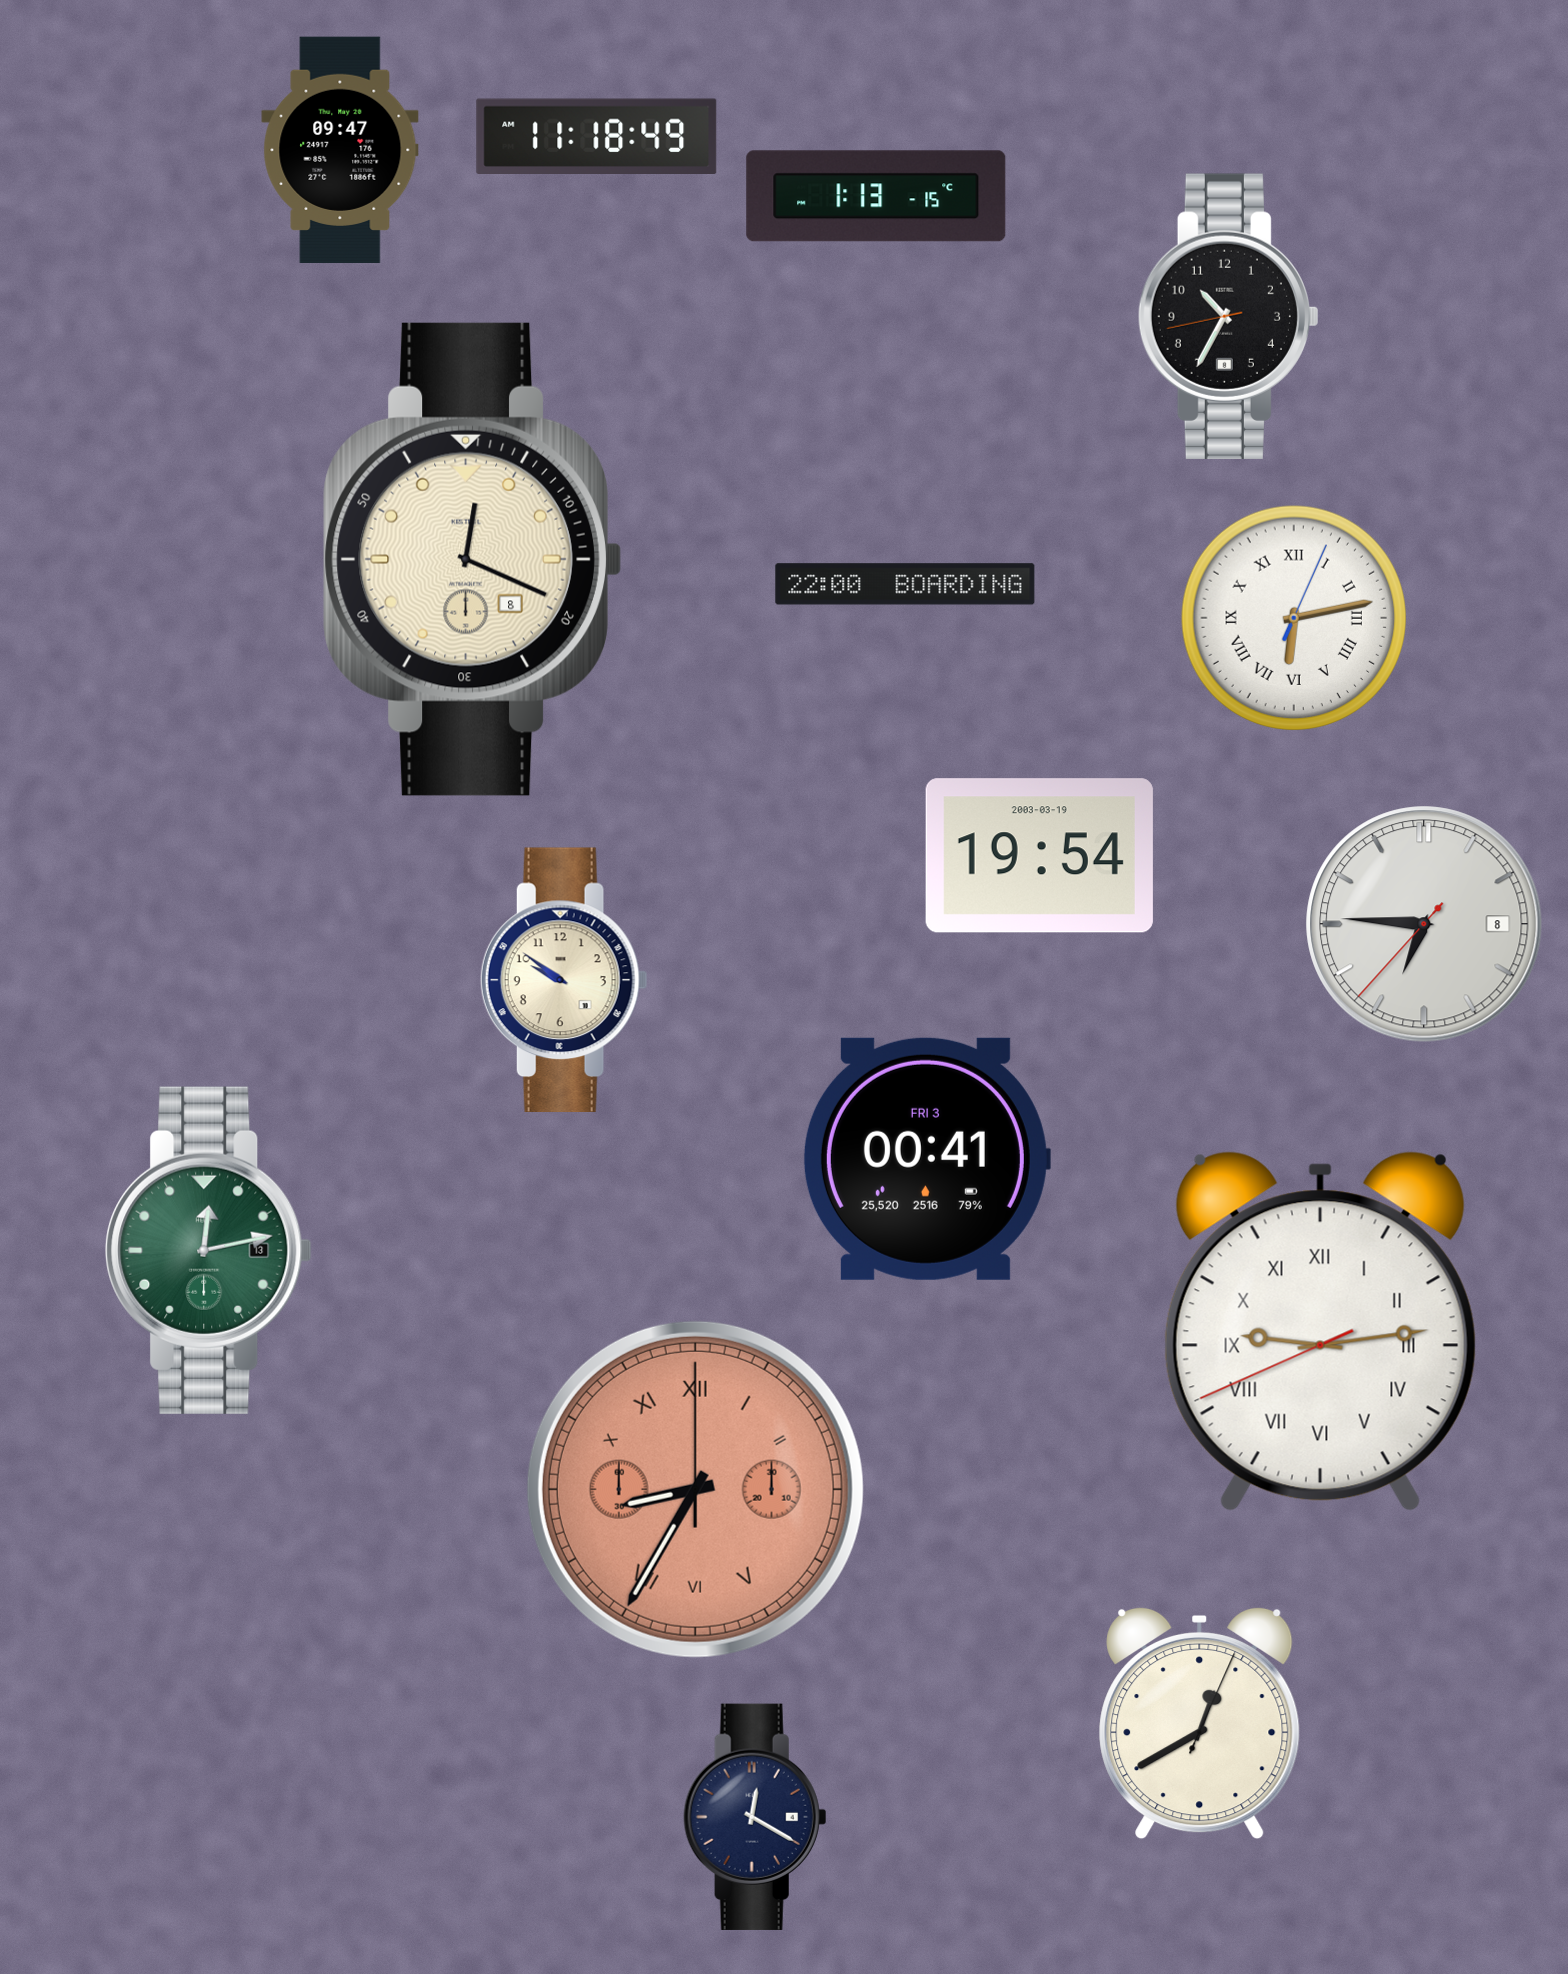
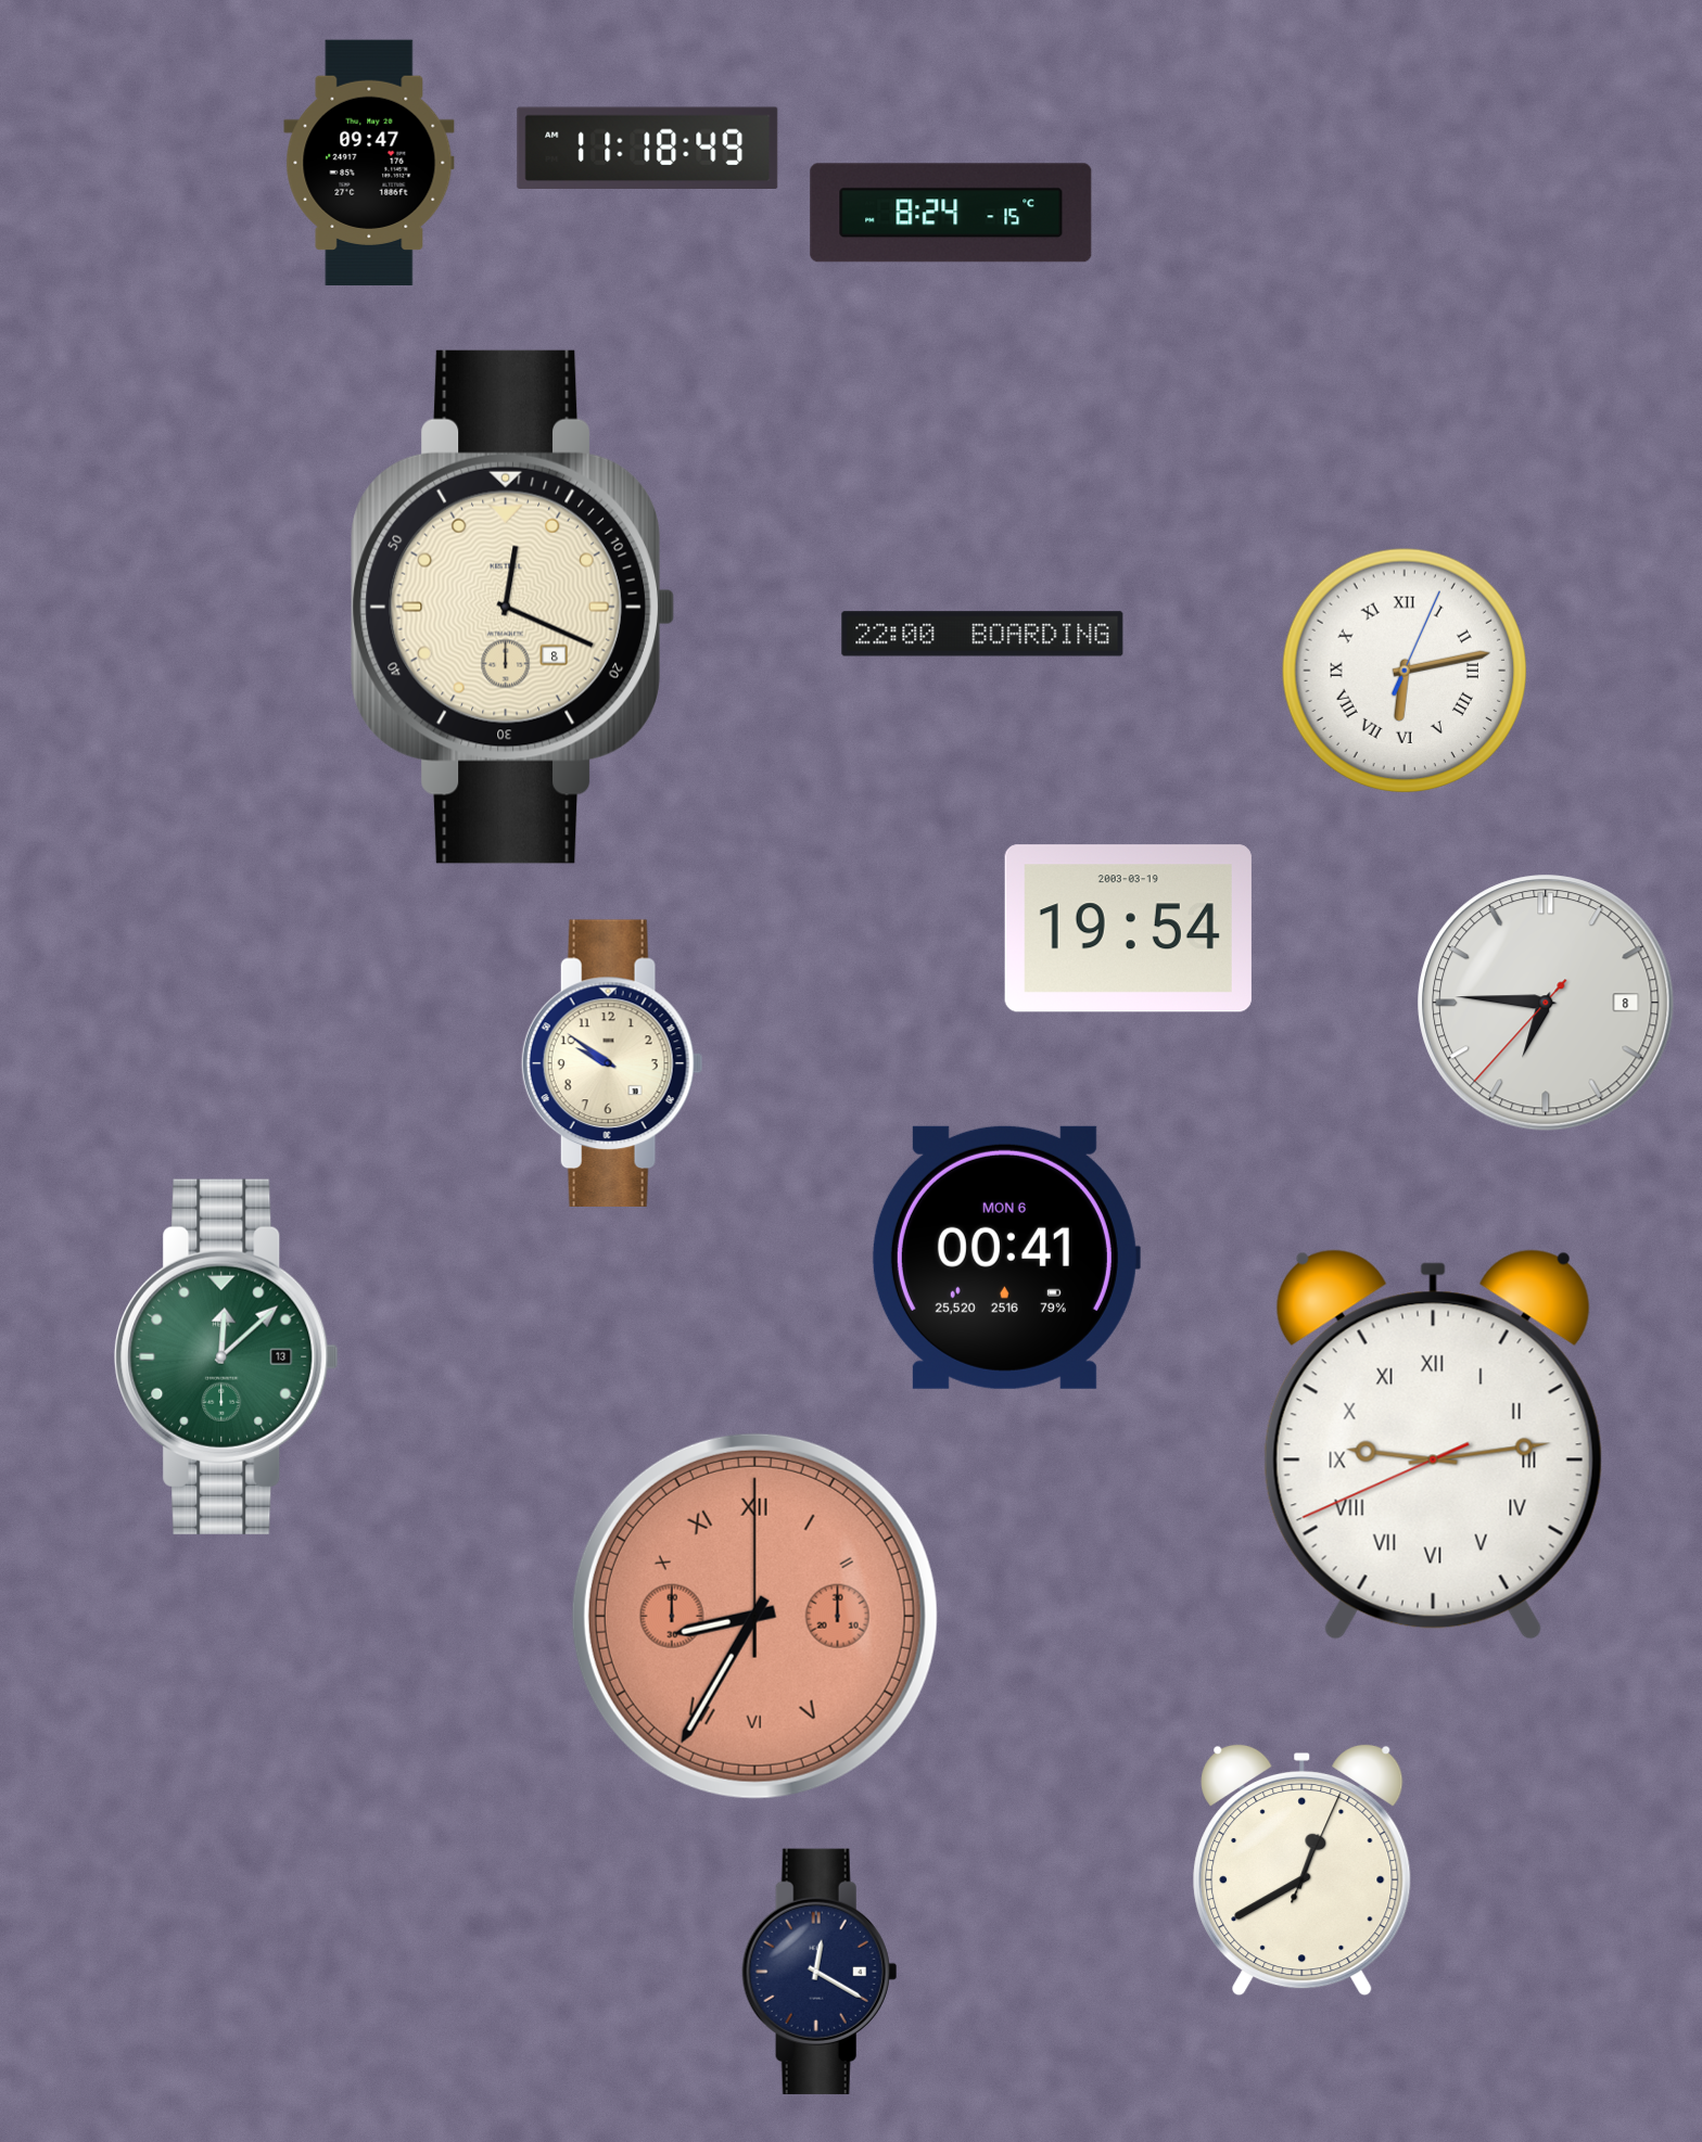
clock at (876, 196): 1:13 -> 8:24
clock at (1228, 316): 10:34 -> none
clock at (926, 1159) date: FRI 3 -> MON 6
clock at (209, 1250): 12:13 -> 12:08
